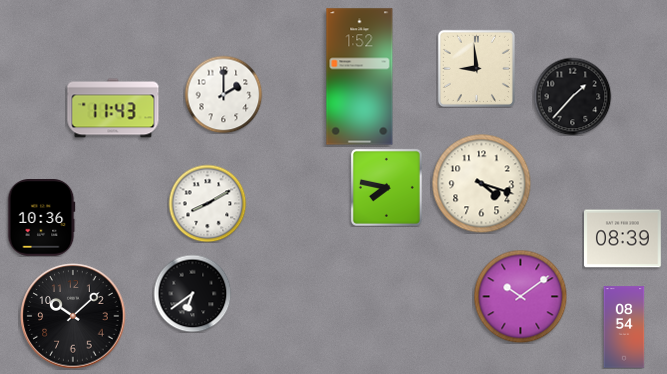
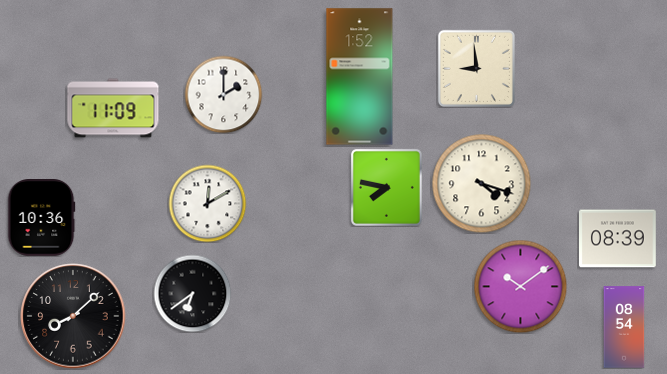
clock at (572, 96): 1:37 -> none
clock at (113, 108): 11:43 -> 11:09
clock at (207, 203): 8:10 -> 12:10
clock at (623, 239) position: (623, 239) -> (618, 239)
clock at (520, 296) position: (520, 296) -> (520, 286)
clock at (73, 316): 10:08 -> 8:08
